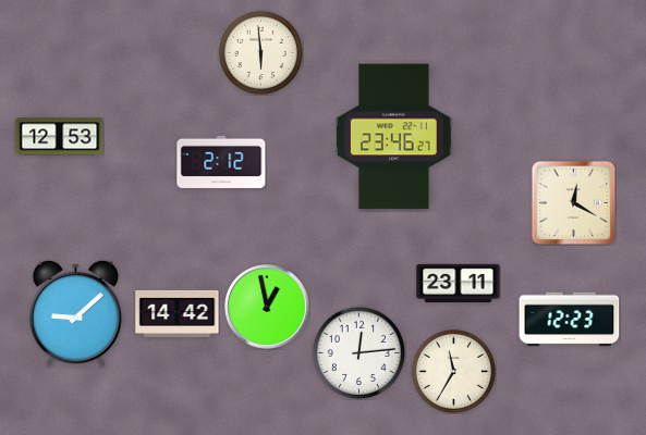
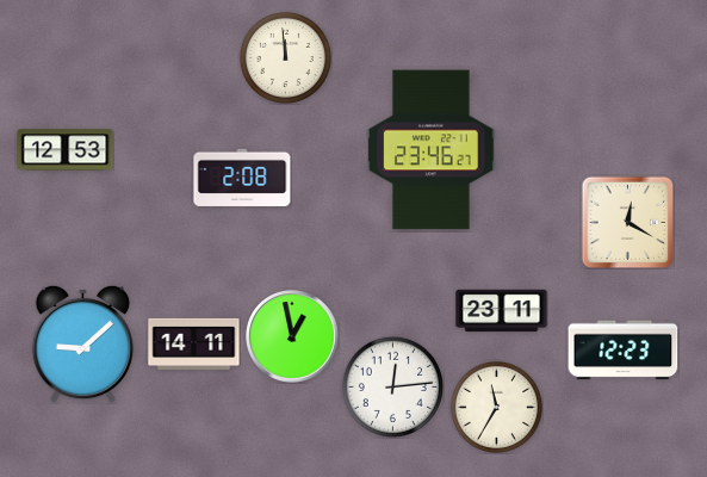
clock at (260, 52): 5:59 -> 11:59
clock at (221, 162): 2:12 -> 2:08
clock at (178, 313): 14:42 -> 14:11
